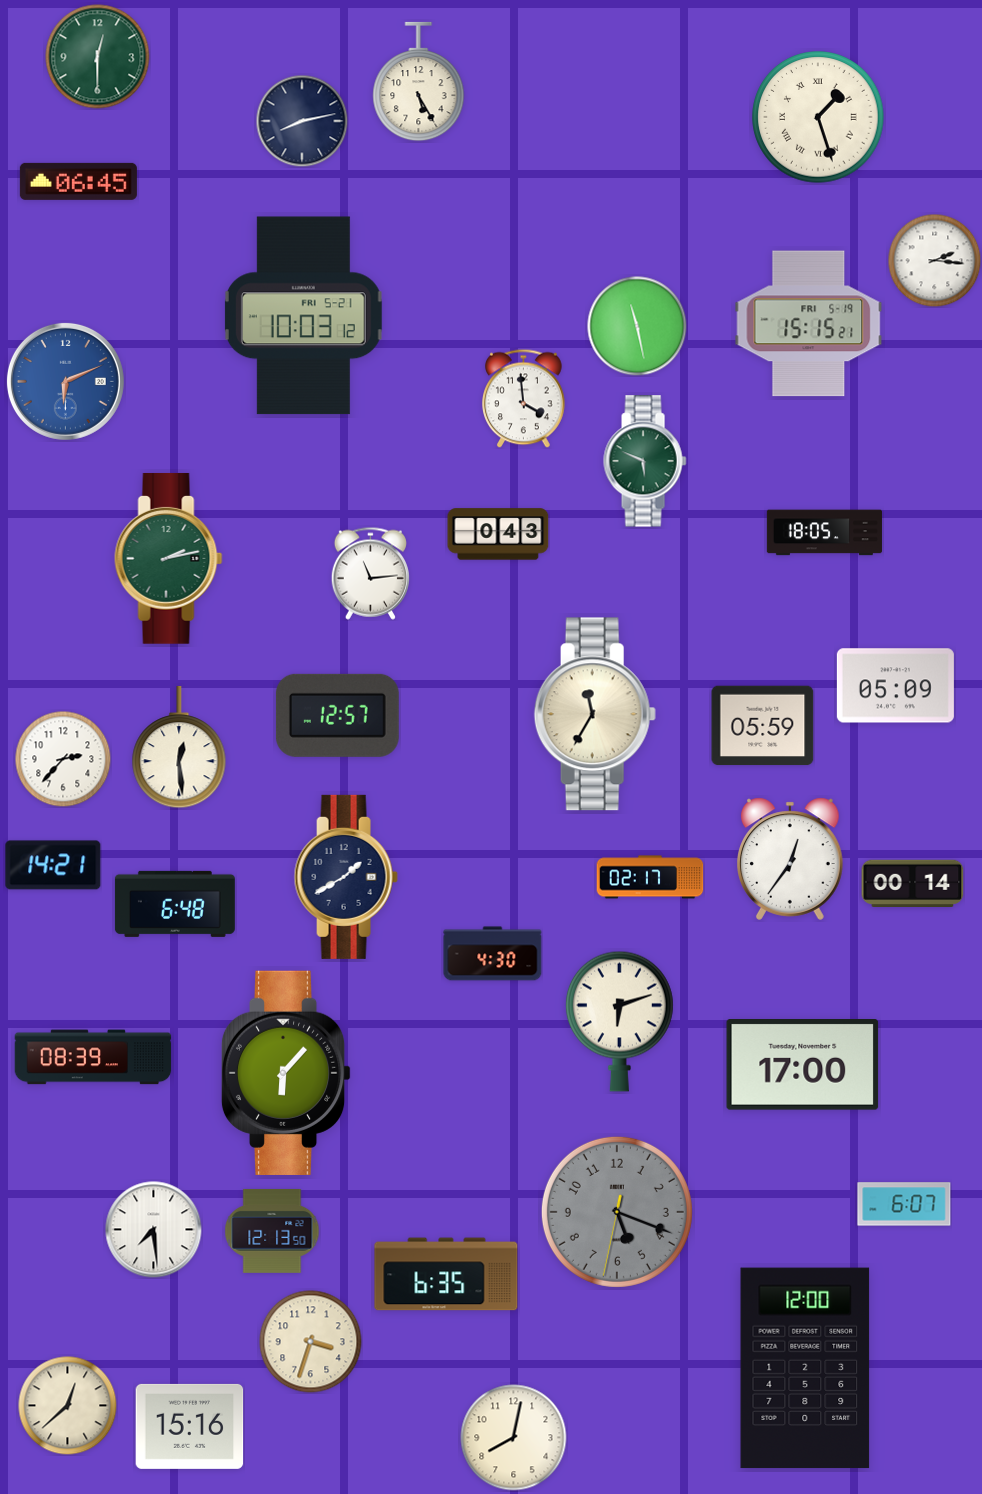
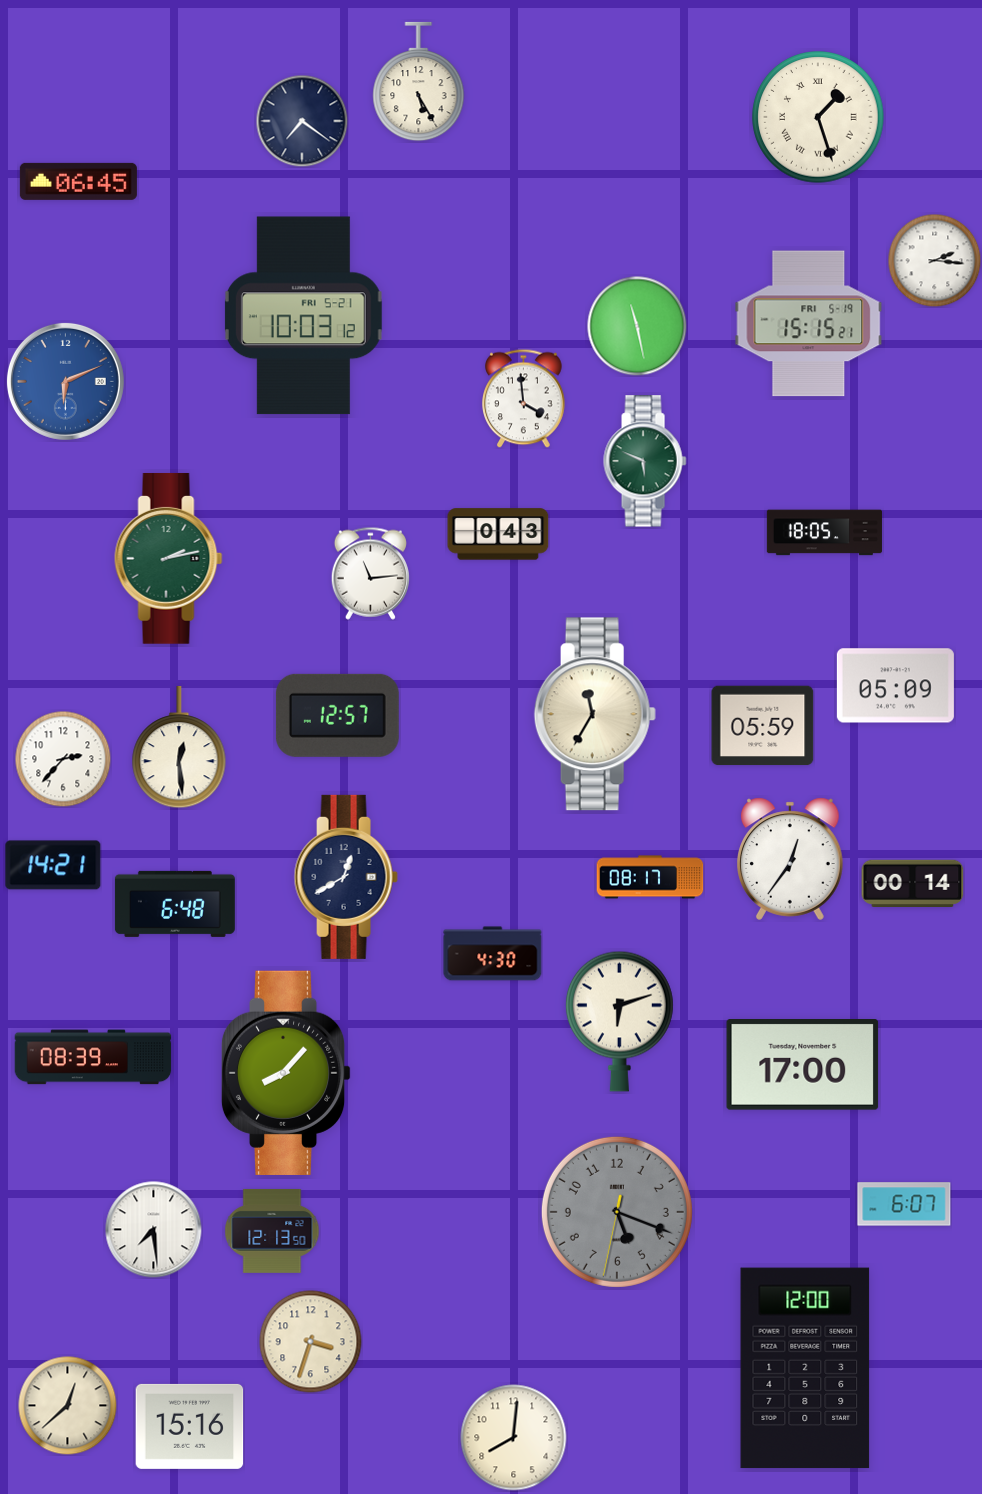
clock at (98, 57): 12:30 -> none
clock at (302, 121): 8:13 -> 7:21
clock at (346, 877): 1:40 -> 12:40
clock at (650, 877): 02:17 -> 08:17
clock at (286, 1073): 6:07 -> 8:07
clock at (446, 1274): 6:35 -> none
clock at (514, 1438): 8:02 -> 8:01
